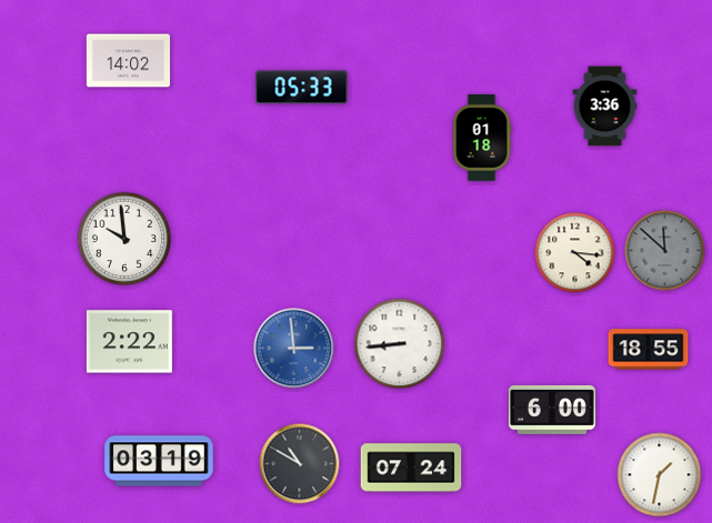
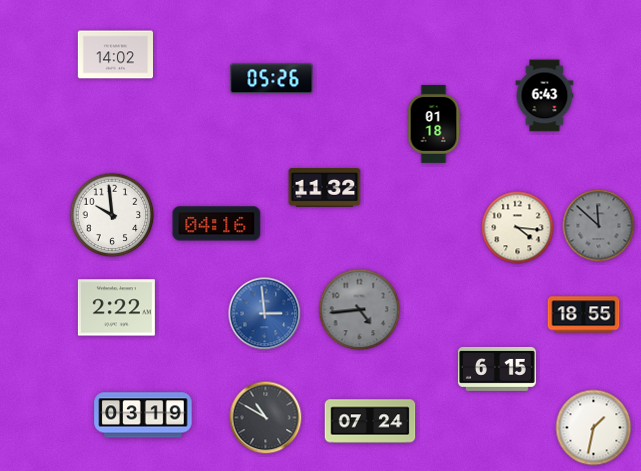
clock at (302, 88): 05:33 -> 05:26
clock at (605, 107): 3:36 -> 6:43
clock at (325, 188): none -> 11:32
clock at (217, 224): none -> 04:16
clock at (400, 344): 8:44 -> 4:44
clock at (400, 344) dial: white -> grey
clock at (552, 410): 6:00 -> 6:15
clock at (300, 464) position: (300, 464) -> (266, 418)
